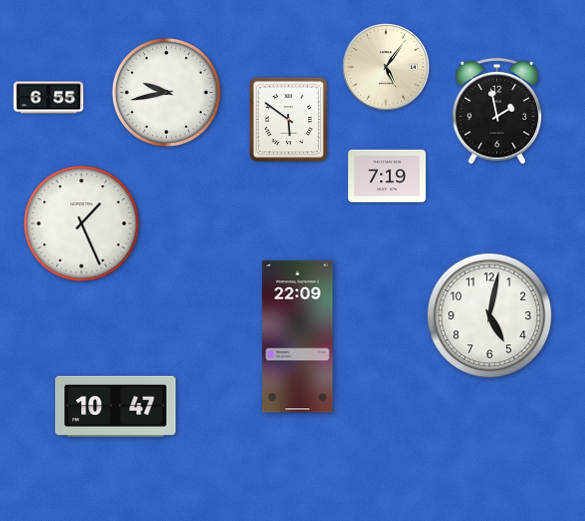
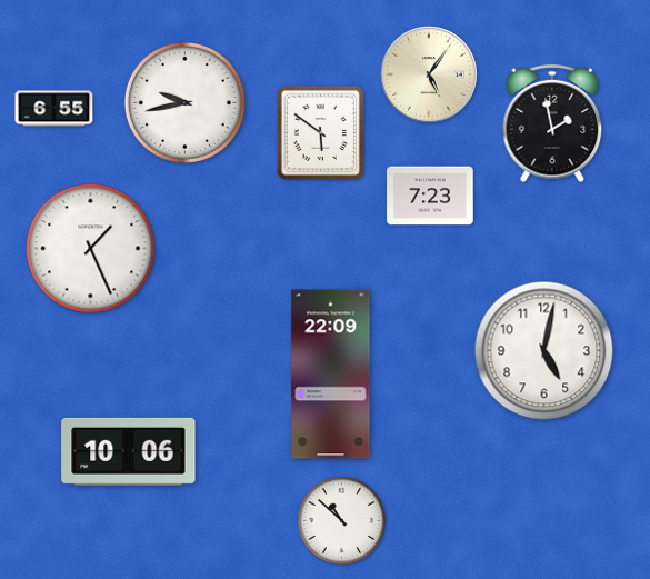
clock at (387, 176): 7:19 -> 7:23
clock at (116, 406): 10:47 -> 10:06
clock at (342, 521): none -> 10:52
